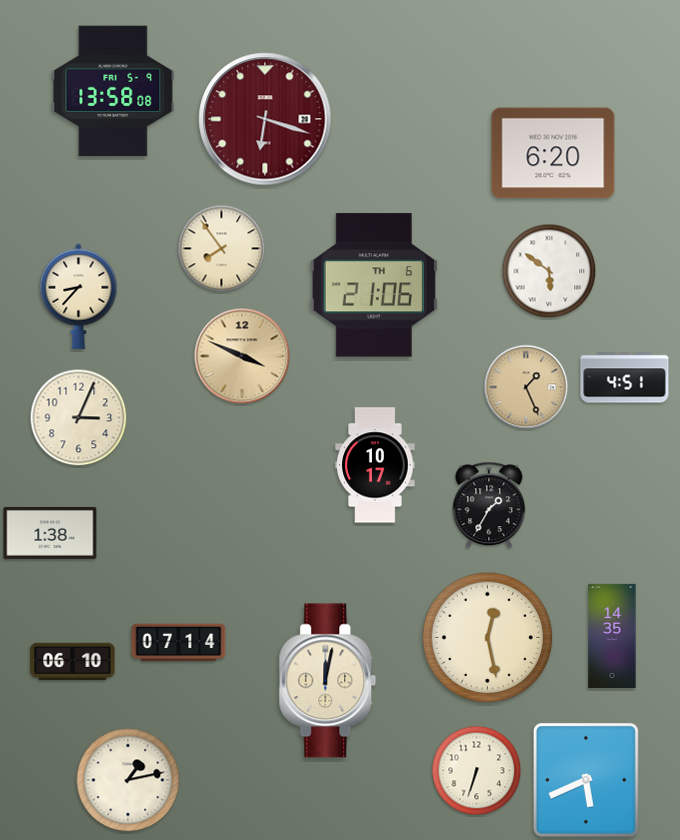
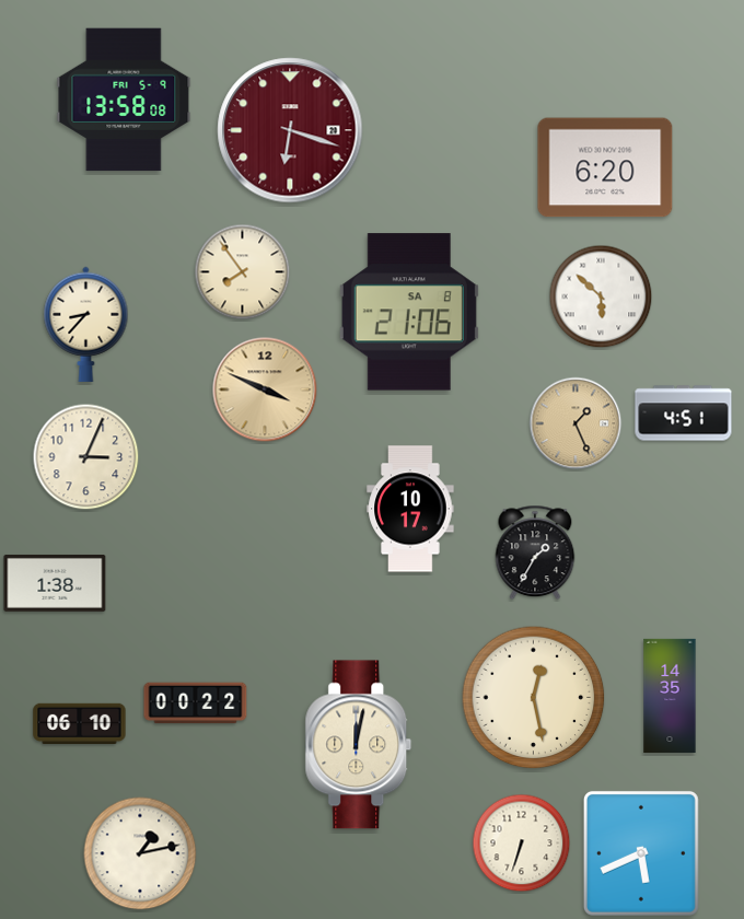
clock at (549, 271): 5:51 -> 5:52
clock at (374, 285) date: TH 6 -> SA 8
clock at (179, 643): 07:14 -> 00:22
